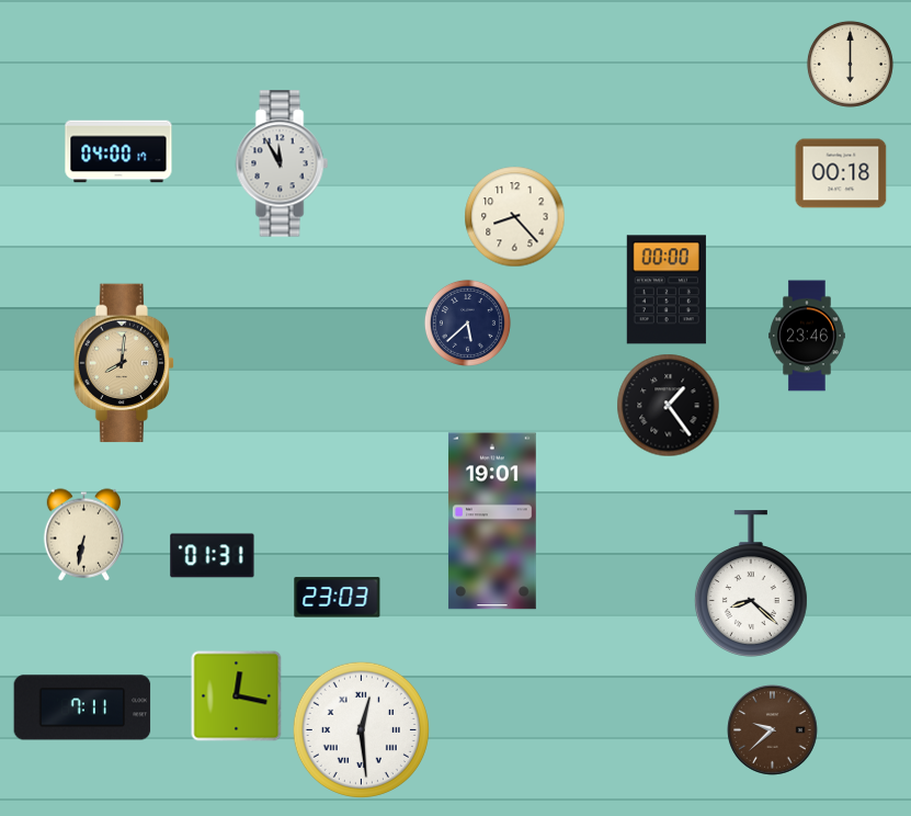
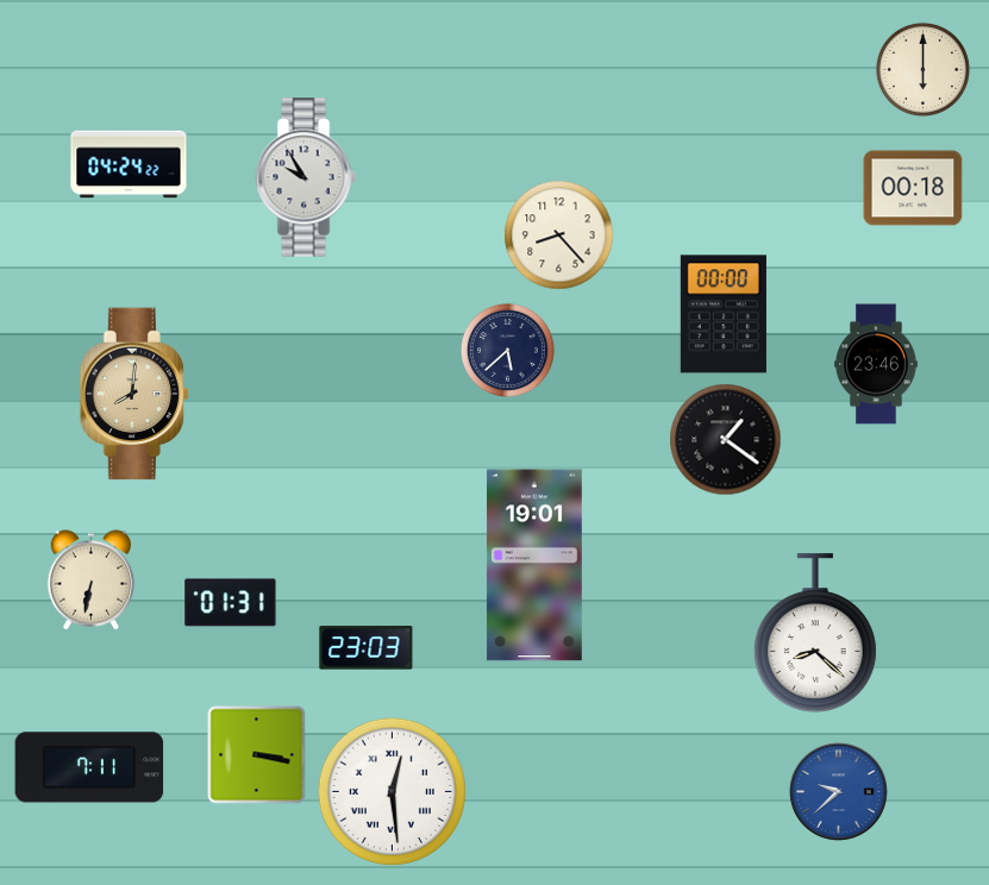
clock at (118, 151): 04:00 -> 04:24
clock at (282, 163): 11:55 -> 9:55
clock at (669, 406): 1:24 -> 1:21
clock at (237, 696): 12:17 -> 3:17
clock at (773, 730) dial: brown -> blue
